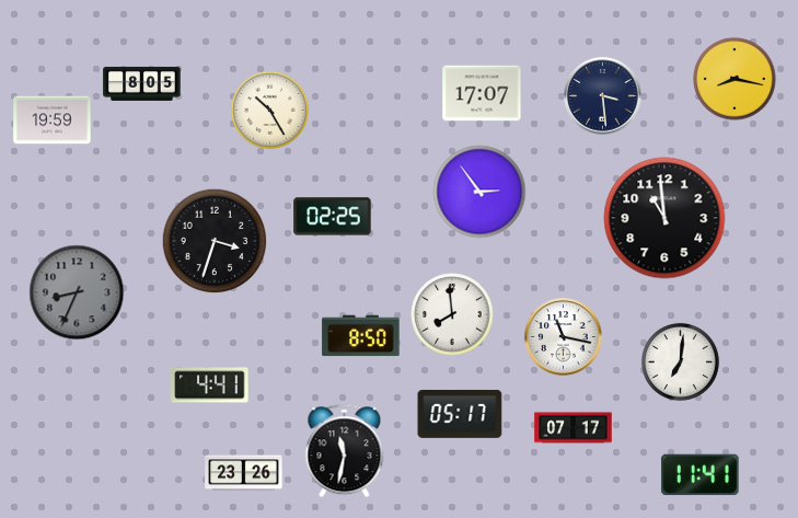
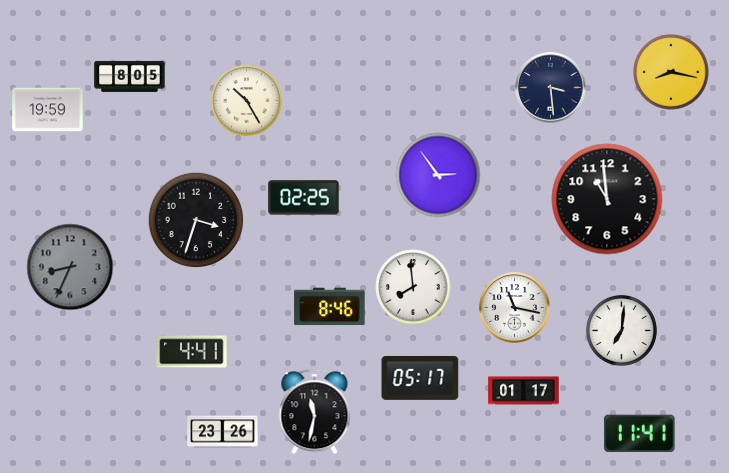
clock at (482, 93): 17:07 -> none
clock at (361, 336): 8:50 -> 8:46
clock at (574, 428): 07:17 -> 01:17
